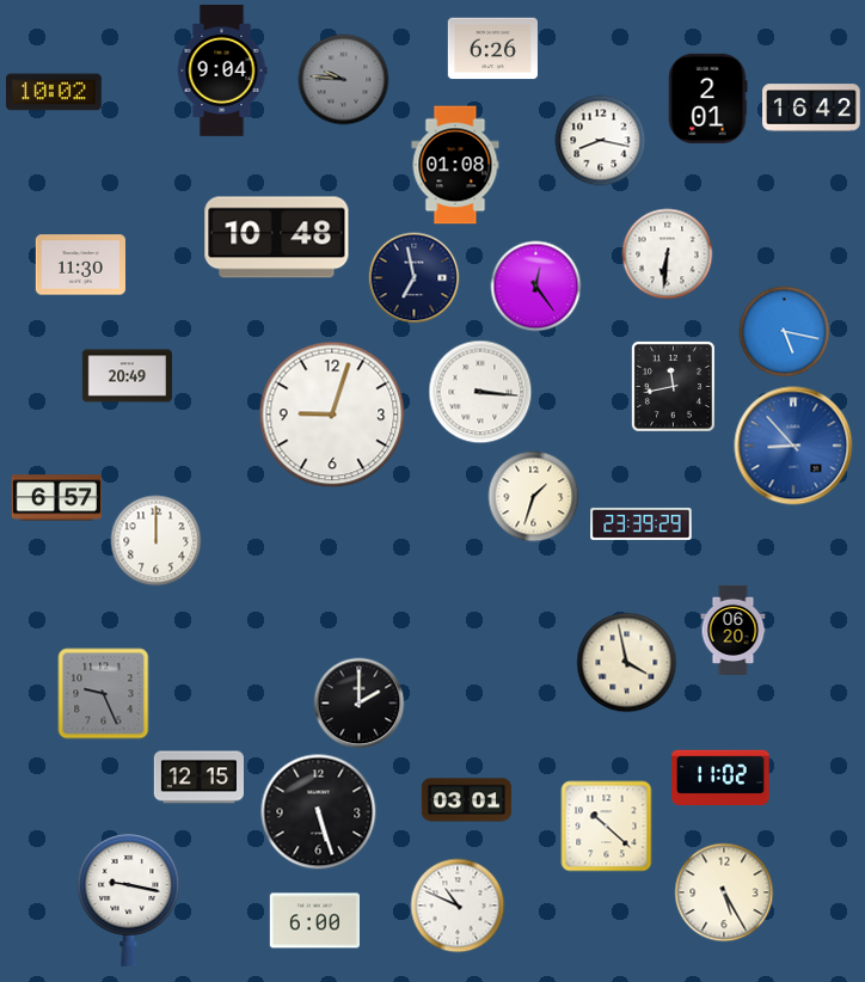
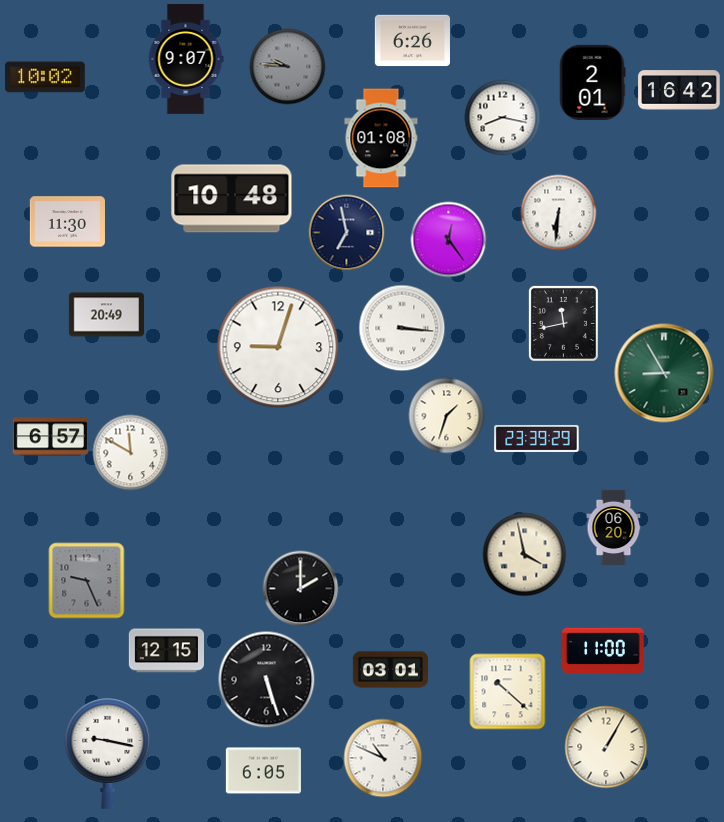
clock at (222, 70): 9:04 -> 9:07
clock at (785, 332): 5:17 -> none
clock at (793, 446): 8:53 -> 8:55
clock at (793, 446) dial: blue -> green
clock at (56, 498) position: (56, 498) -> (50, 437)
clock at (157, 541): 12:00 -> 11:50
clock at (720, 777): 11:02 -> 11:00
clock at (724, 892): 5:25 -> 1:05
clock at (314, 921): 6:00 -> 6:05
